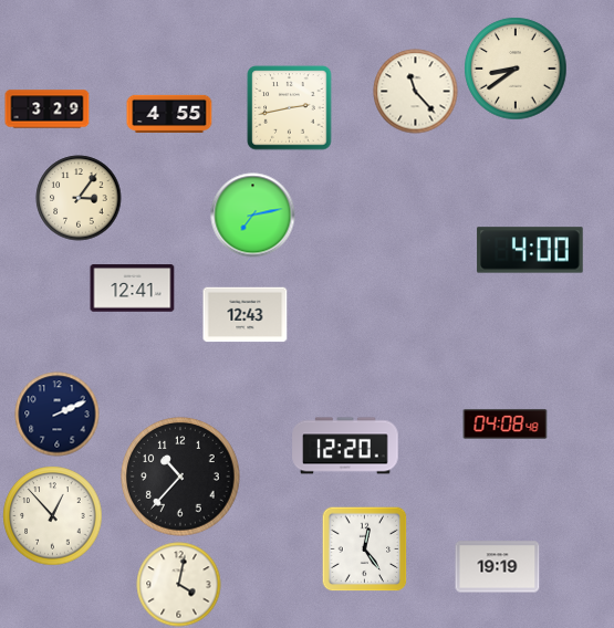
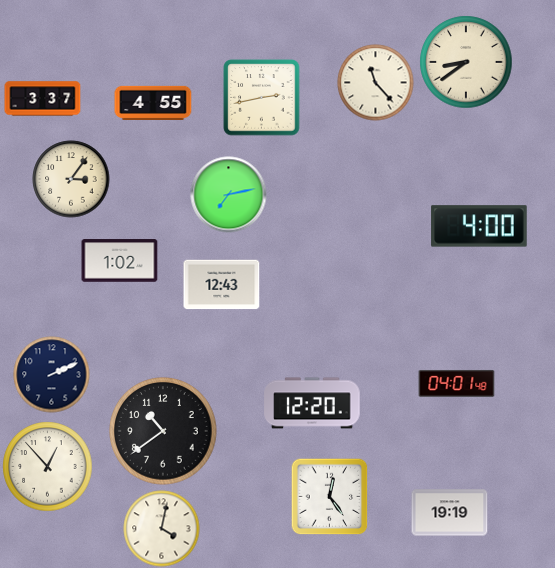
clock at (48, 109): 3:29 -> 3:37
clock at (133, 289): 12:41 -> 1:02
clock at (506, 423): 04:08 -> 04:01
clock at (180, 477): 10:37 -> 10:39
